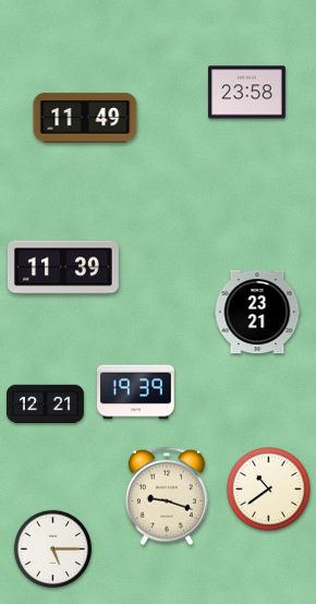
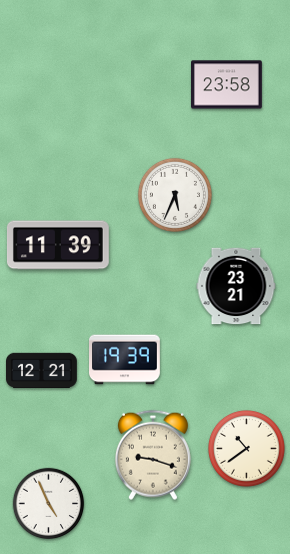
clock at (85, 118): 11:49 -> none
clock at (175, 195): none -> 5:34
clock at (53, 549): 5:15 -> 4:56
